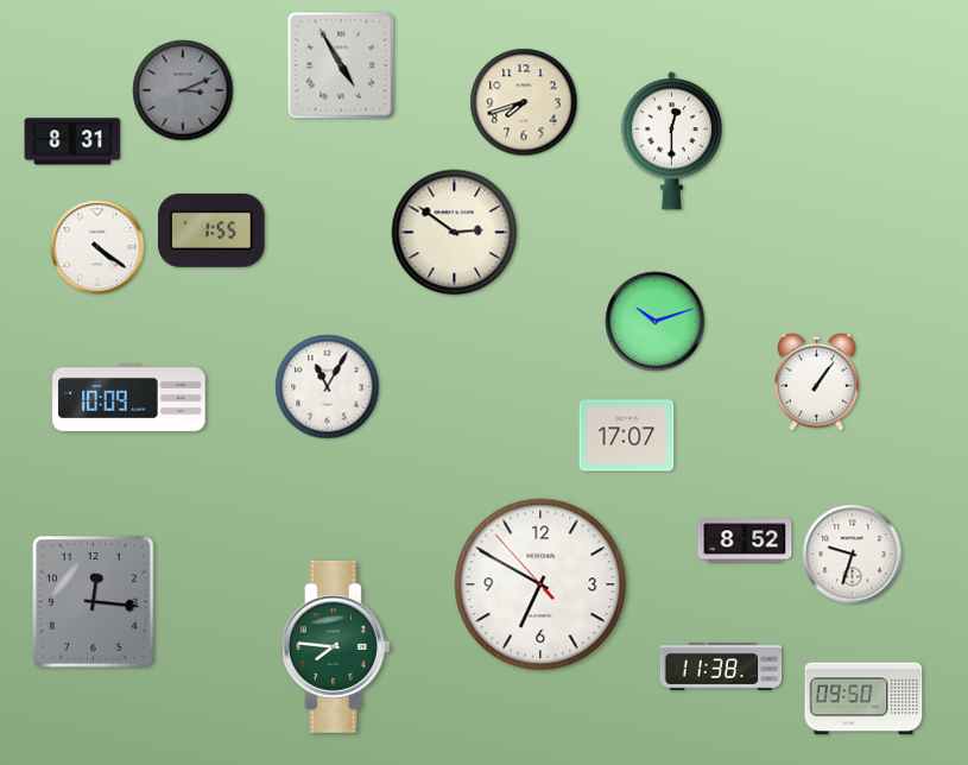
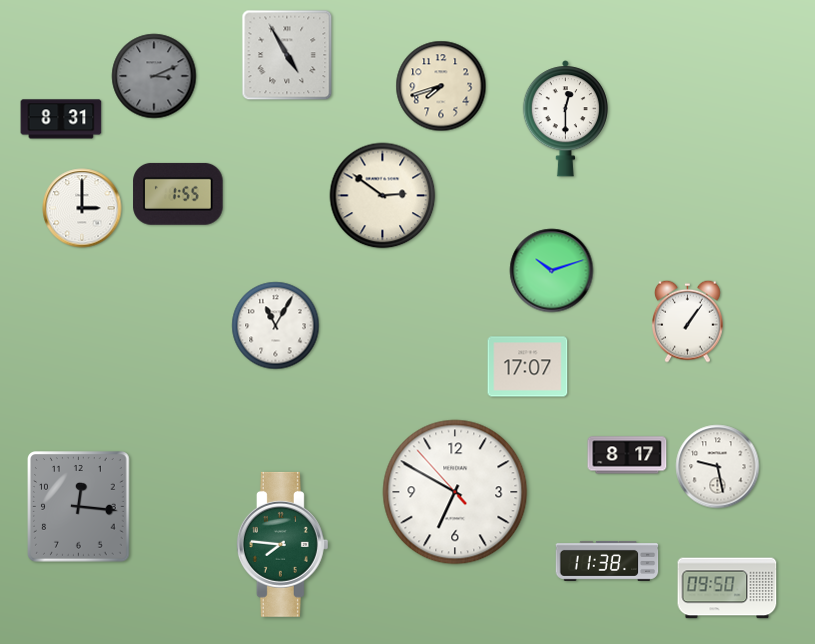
clock at (97, 247): 4:21 -> 3:00
clock at (129, 397): 10:09 -> none
clock at (745, 540): 8:52 -> 8:17
clock at (853, 555): 9:33 -> 9:28
